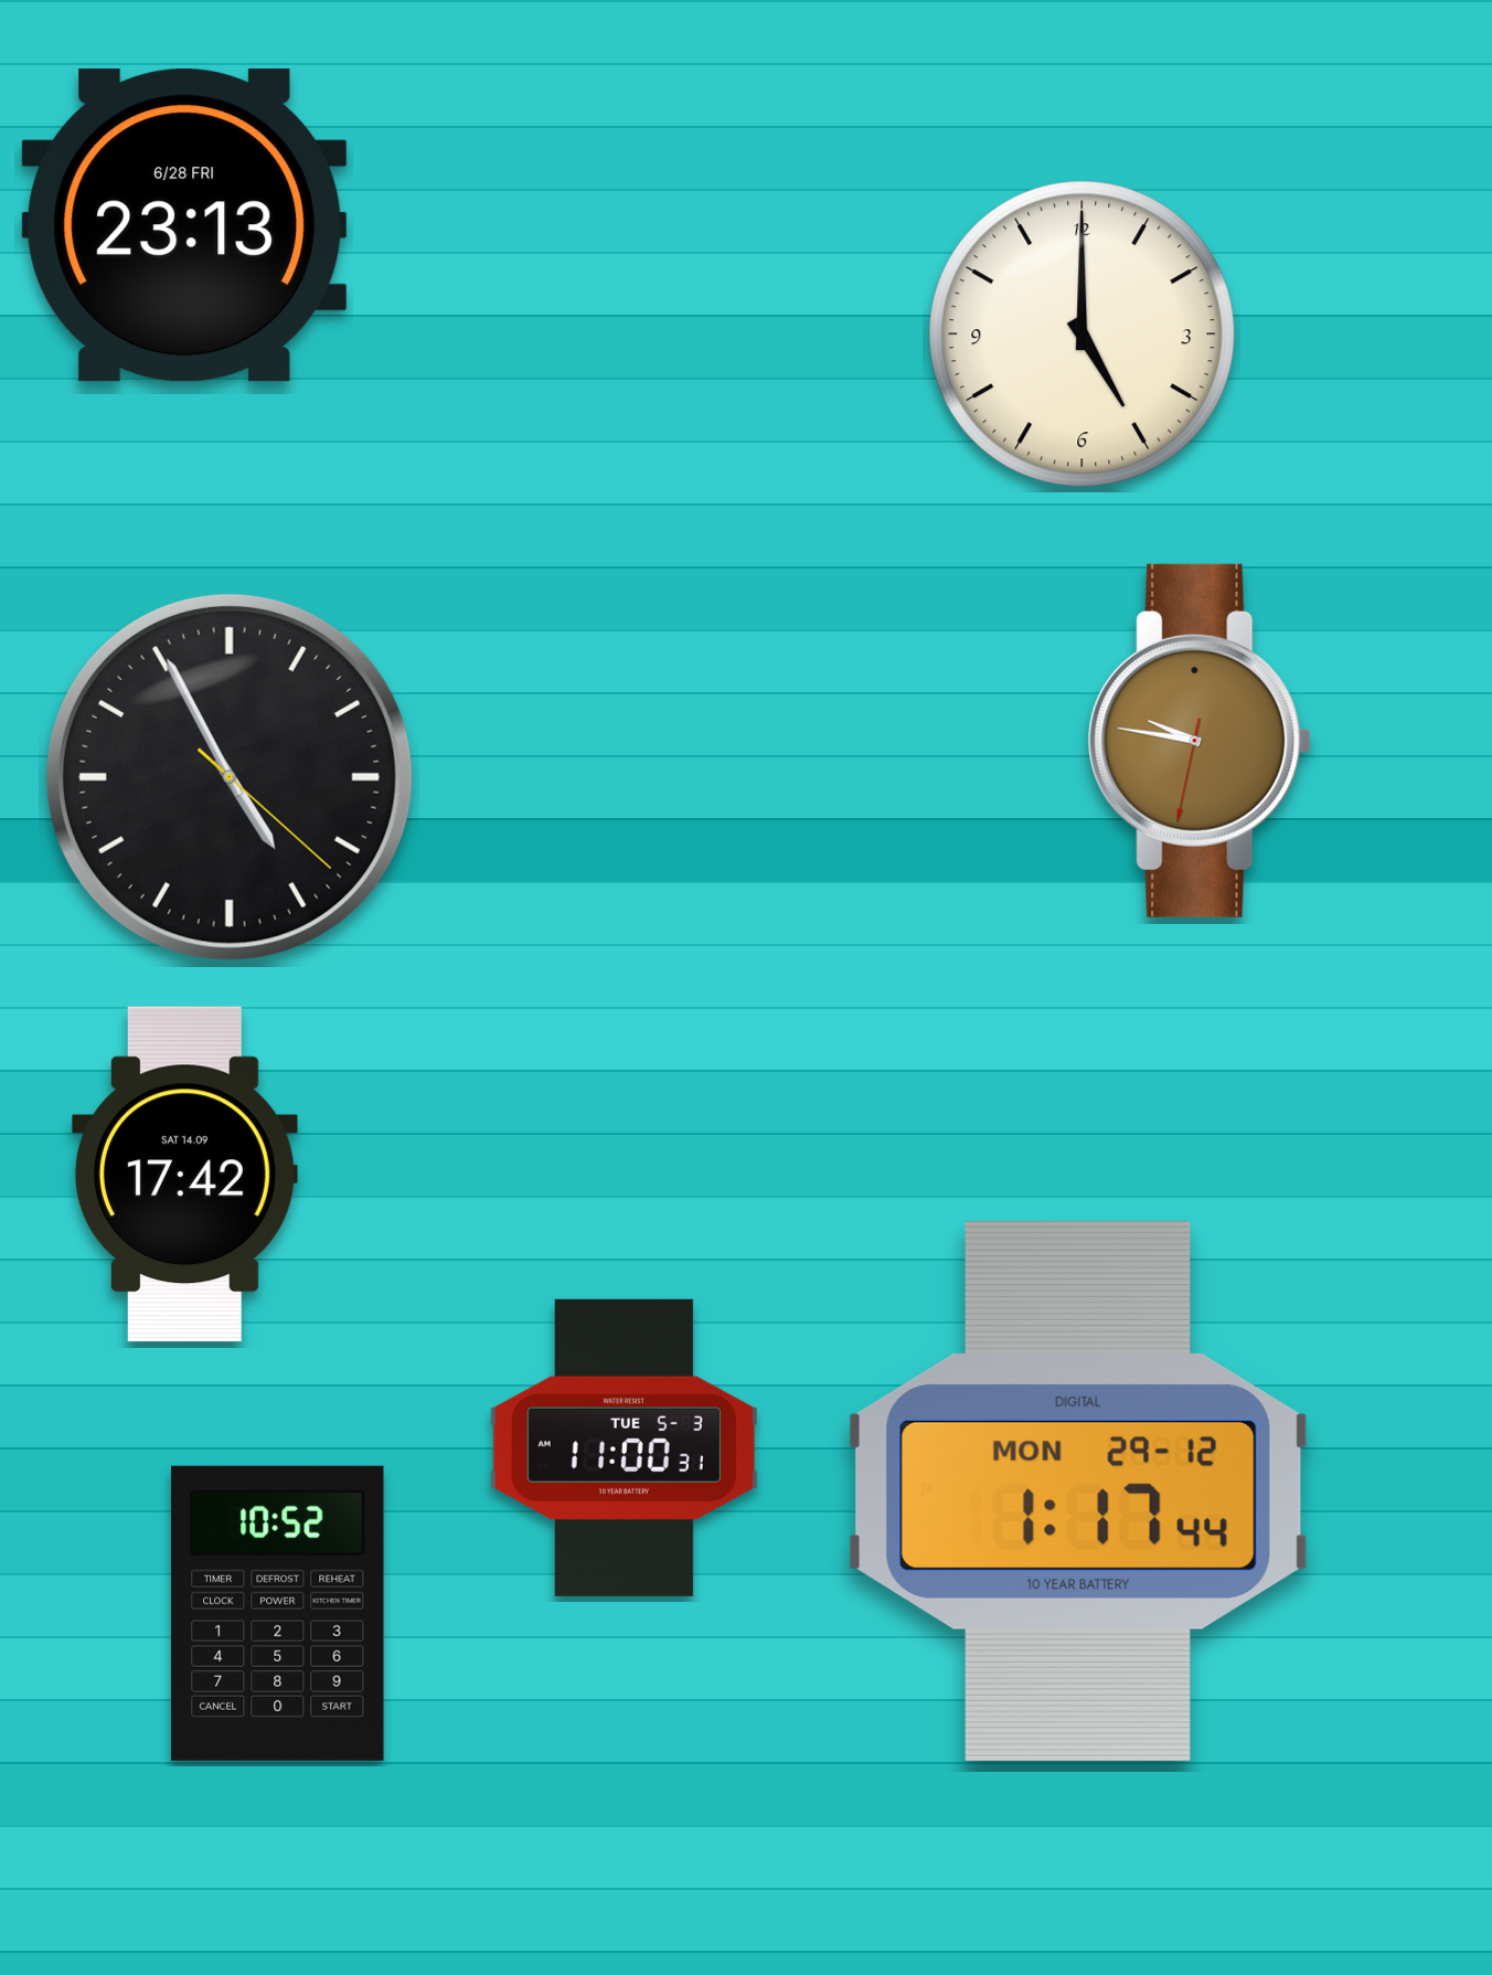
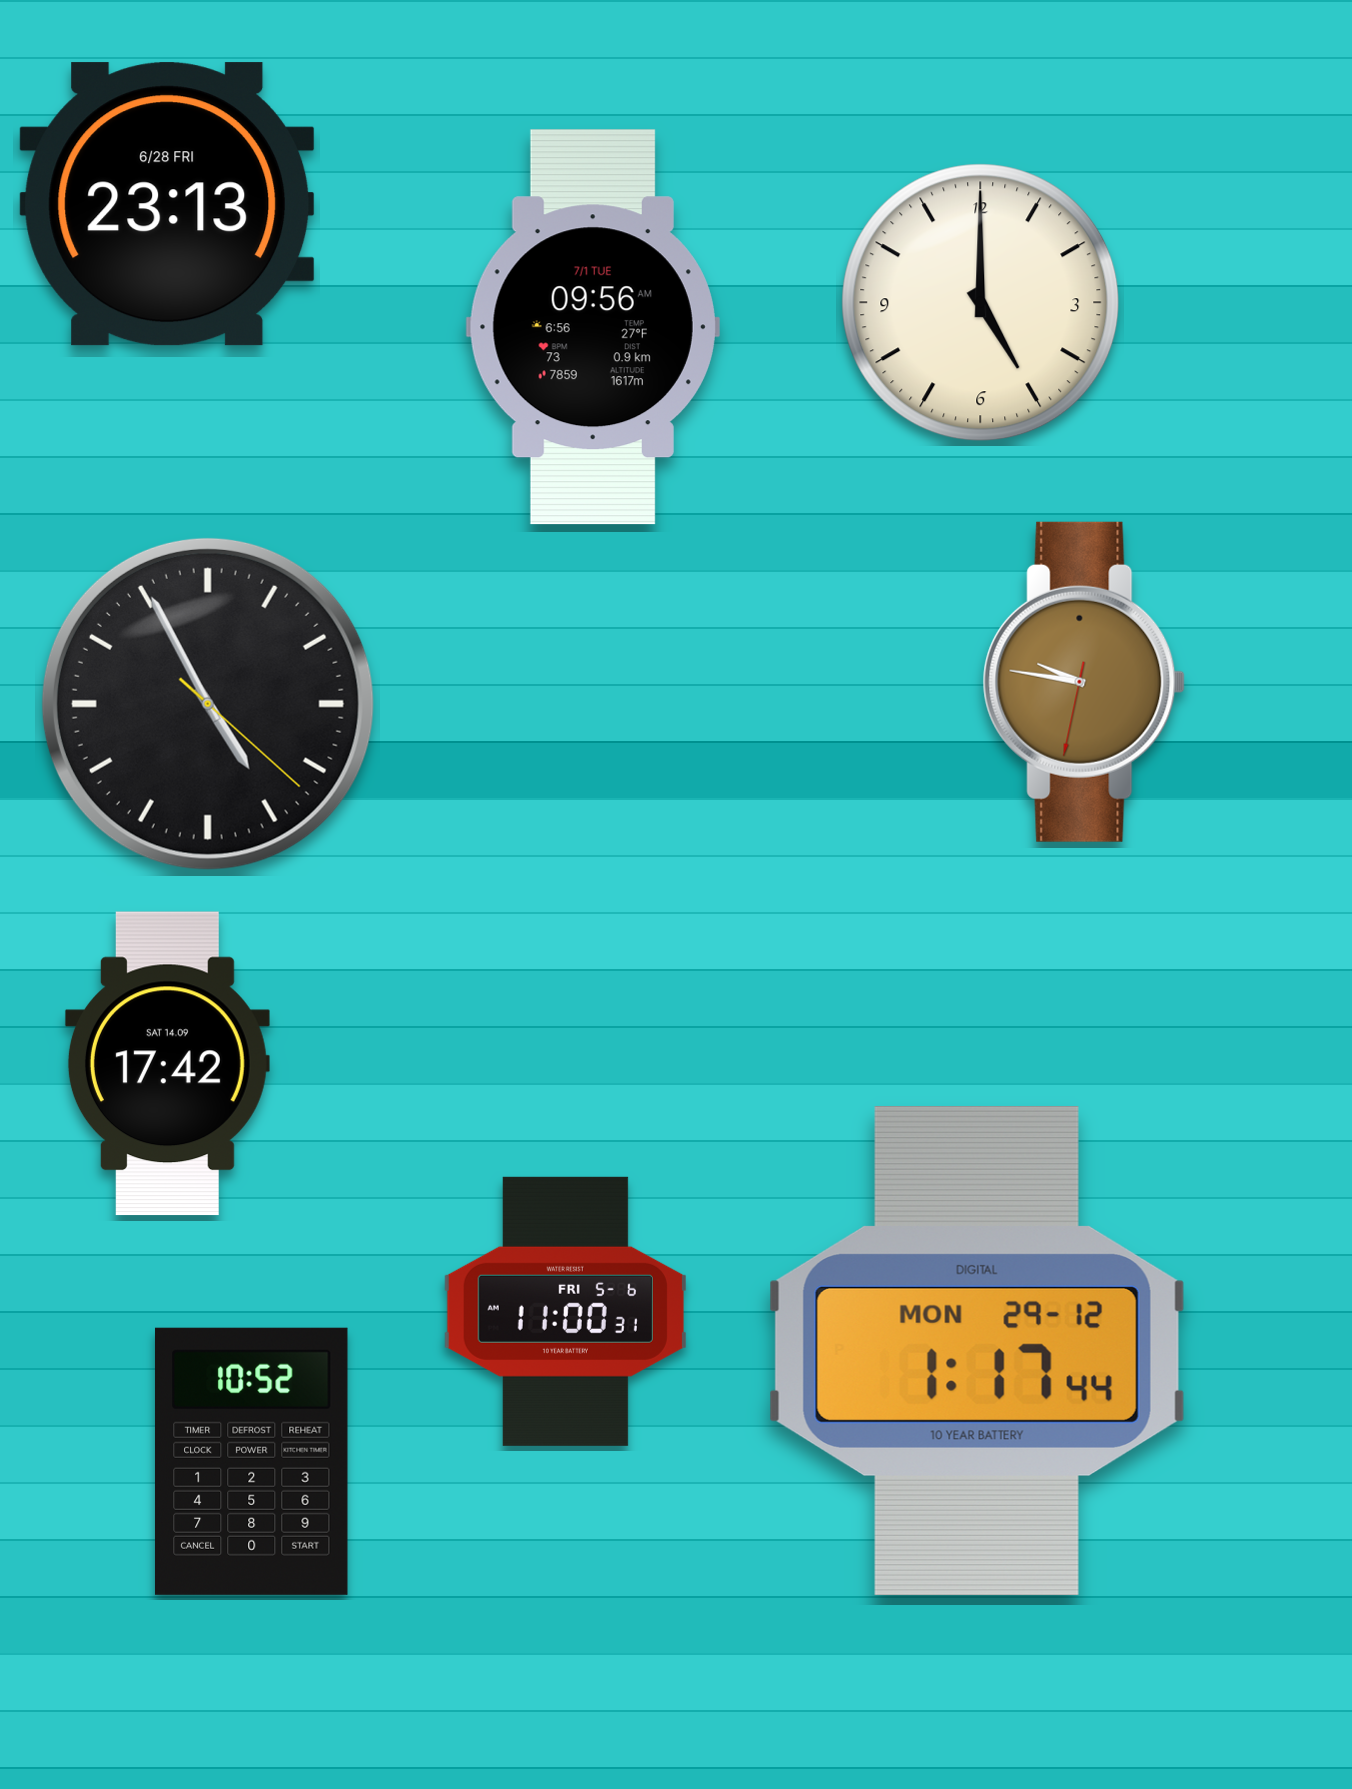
clock at (593, 327): none -> 09:56
clock at (1200, 741) position: (1200, 741) -> (1084, 682)
clock at (624, 1447) date: TUE 5-3 -> FRI 5-6
